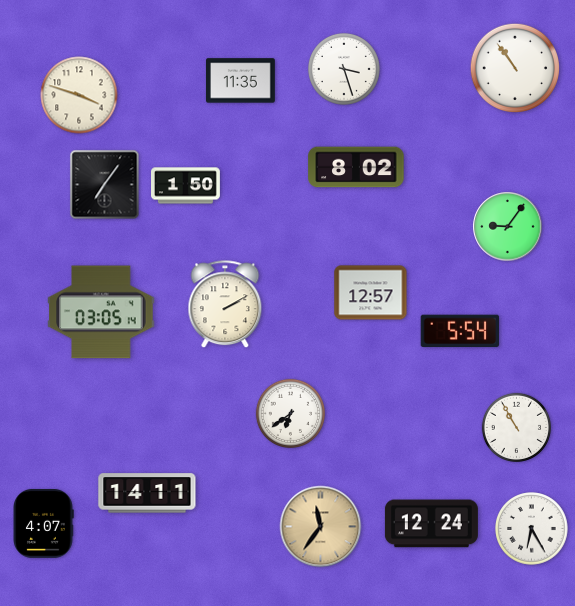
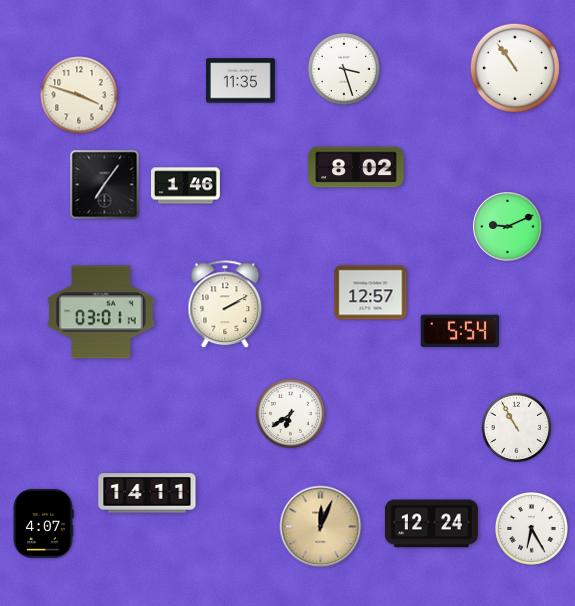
clock at (186, 186): 1:50 -> 1:46
clock at (508, 227): 9:06 -> 9:11
clock at (101, 312): 03:05 -> 03:01
clock at (321, 527): 11:36 -> 12:04
